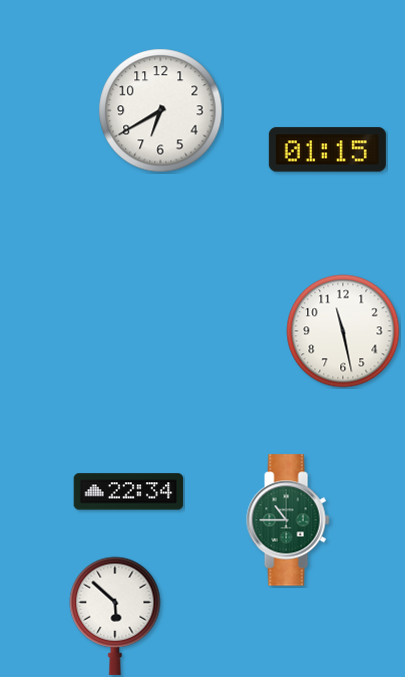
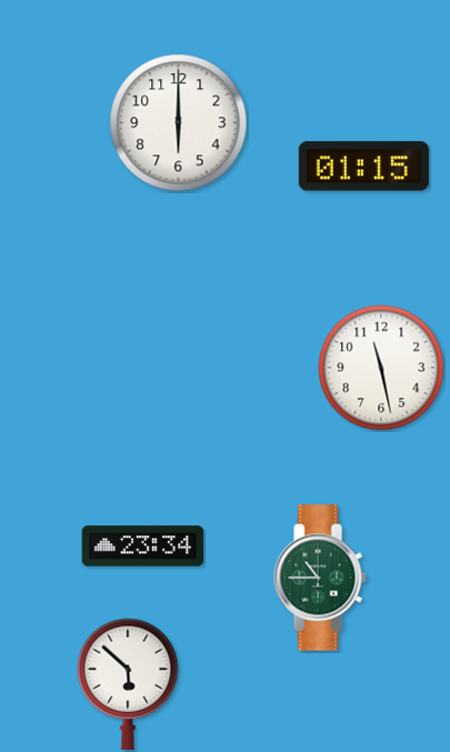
clock at (161, 111): 6:40 -> 6:00
clock at (129, 492): 22:34 -> 23:34
